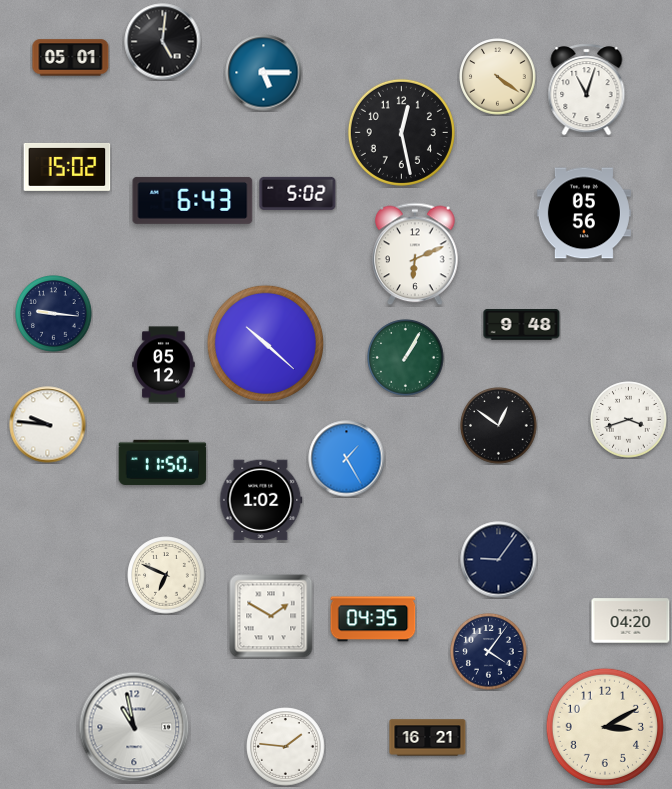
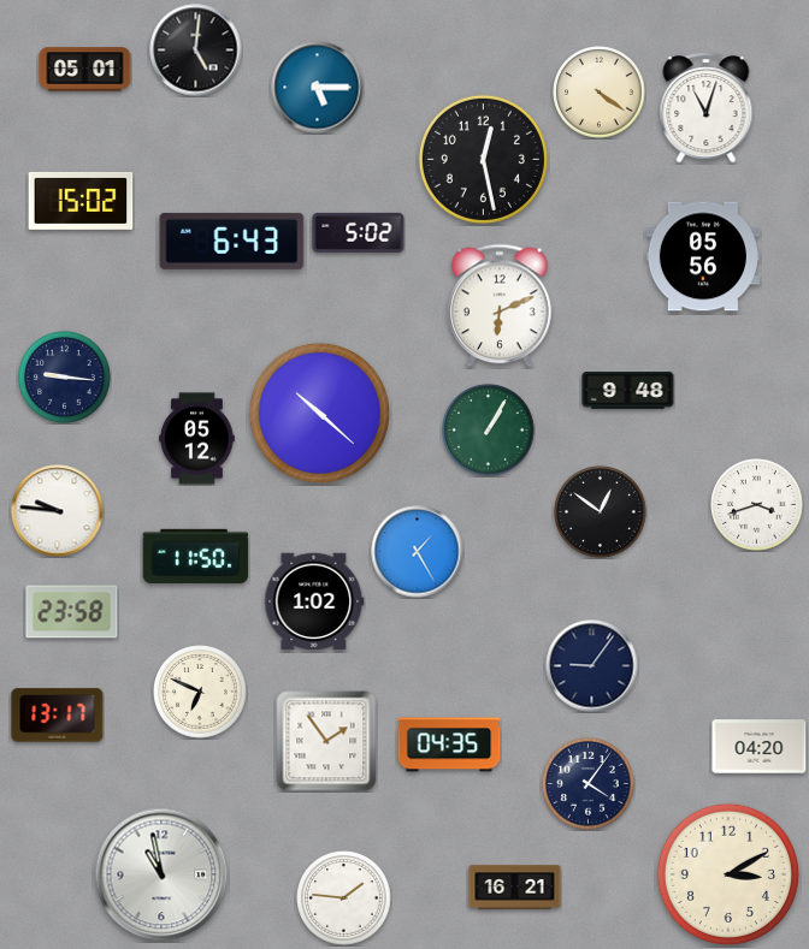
clock at (72, 612): none -> 23:58
clock at (499, 560) position: (499, 560) -> (592, 666)
clock at (58, 716): none -> 13:17
clock at (271, 616): 1:50 -> 1:54
